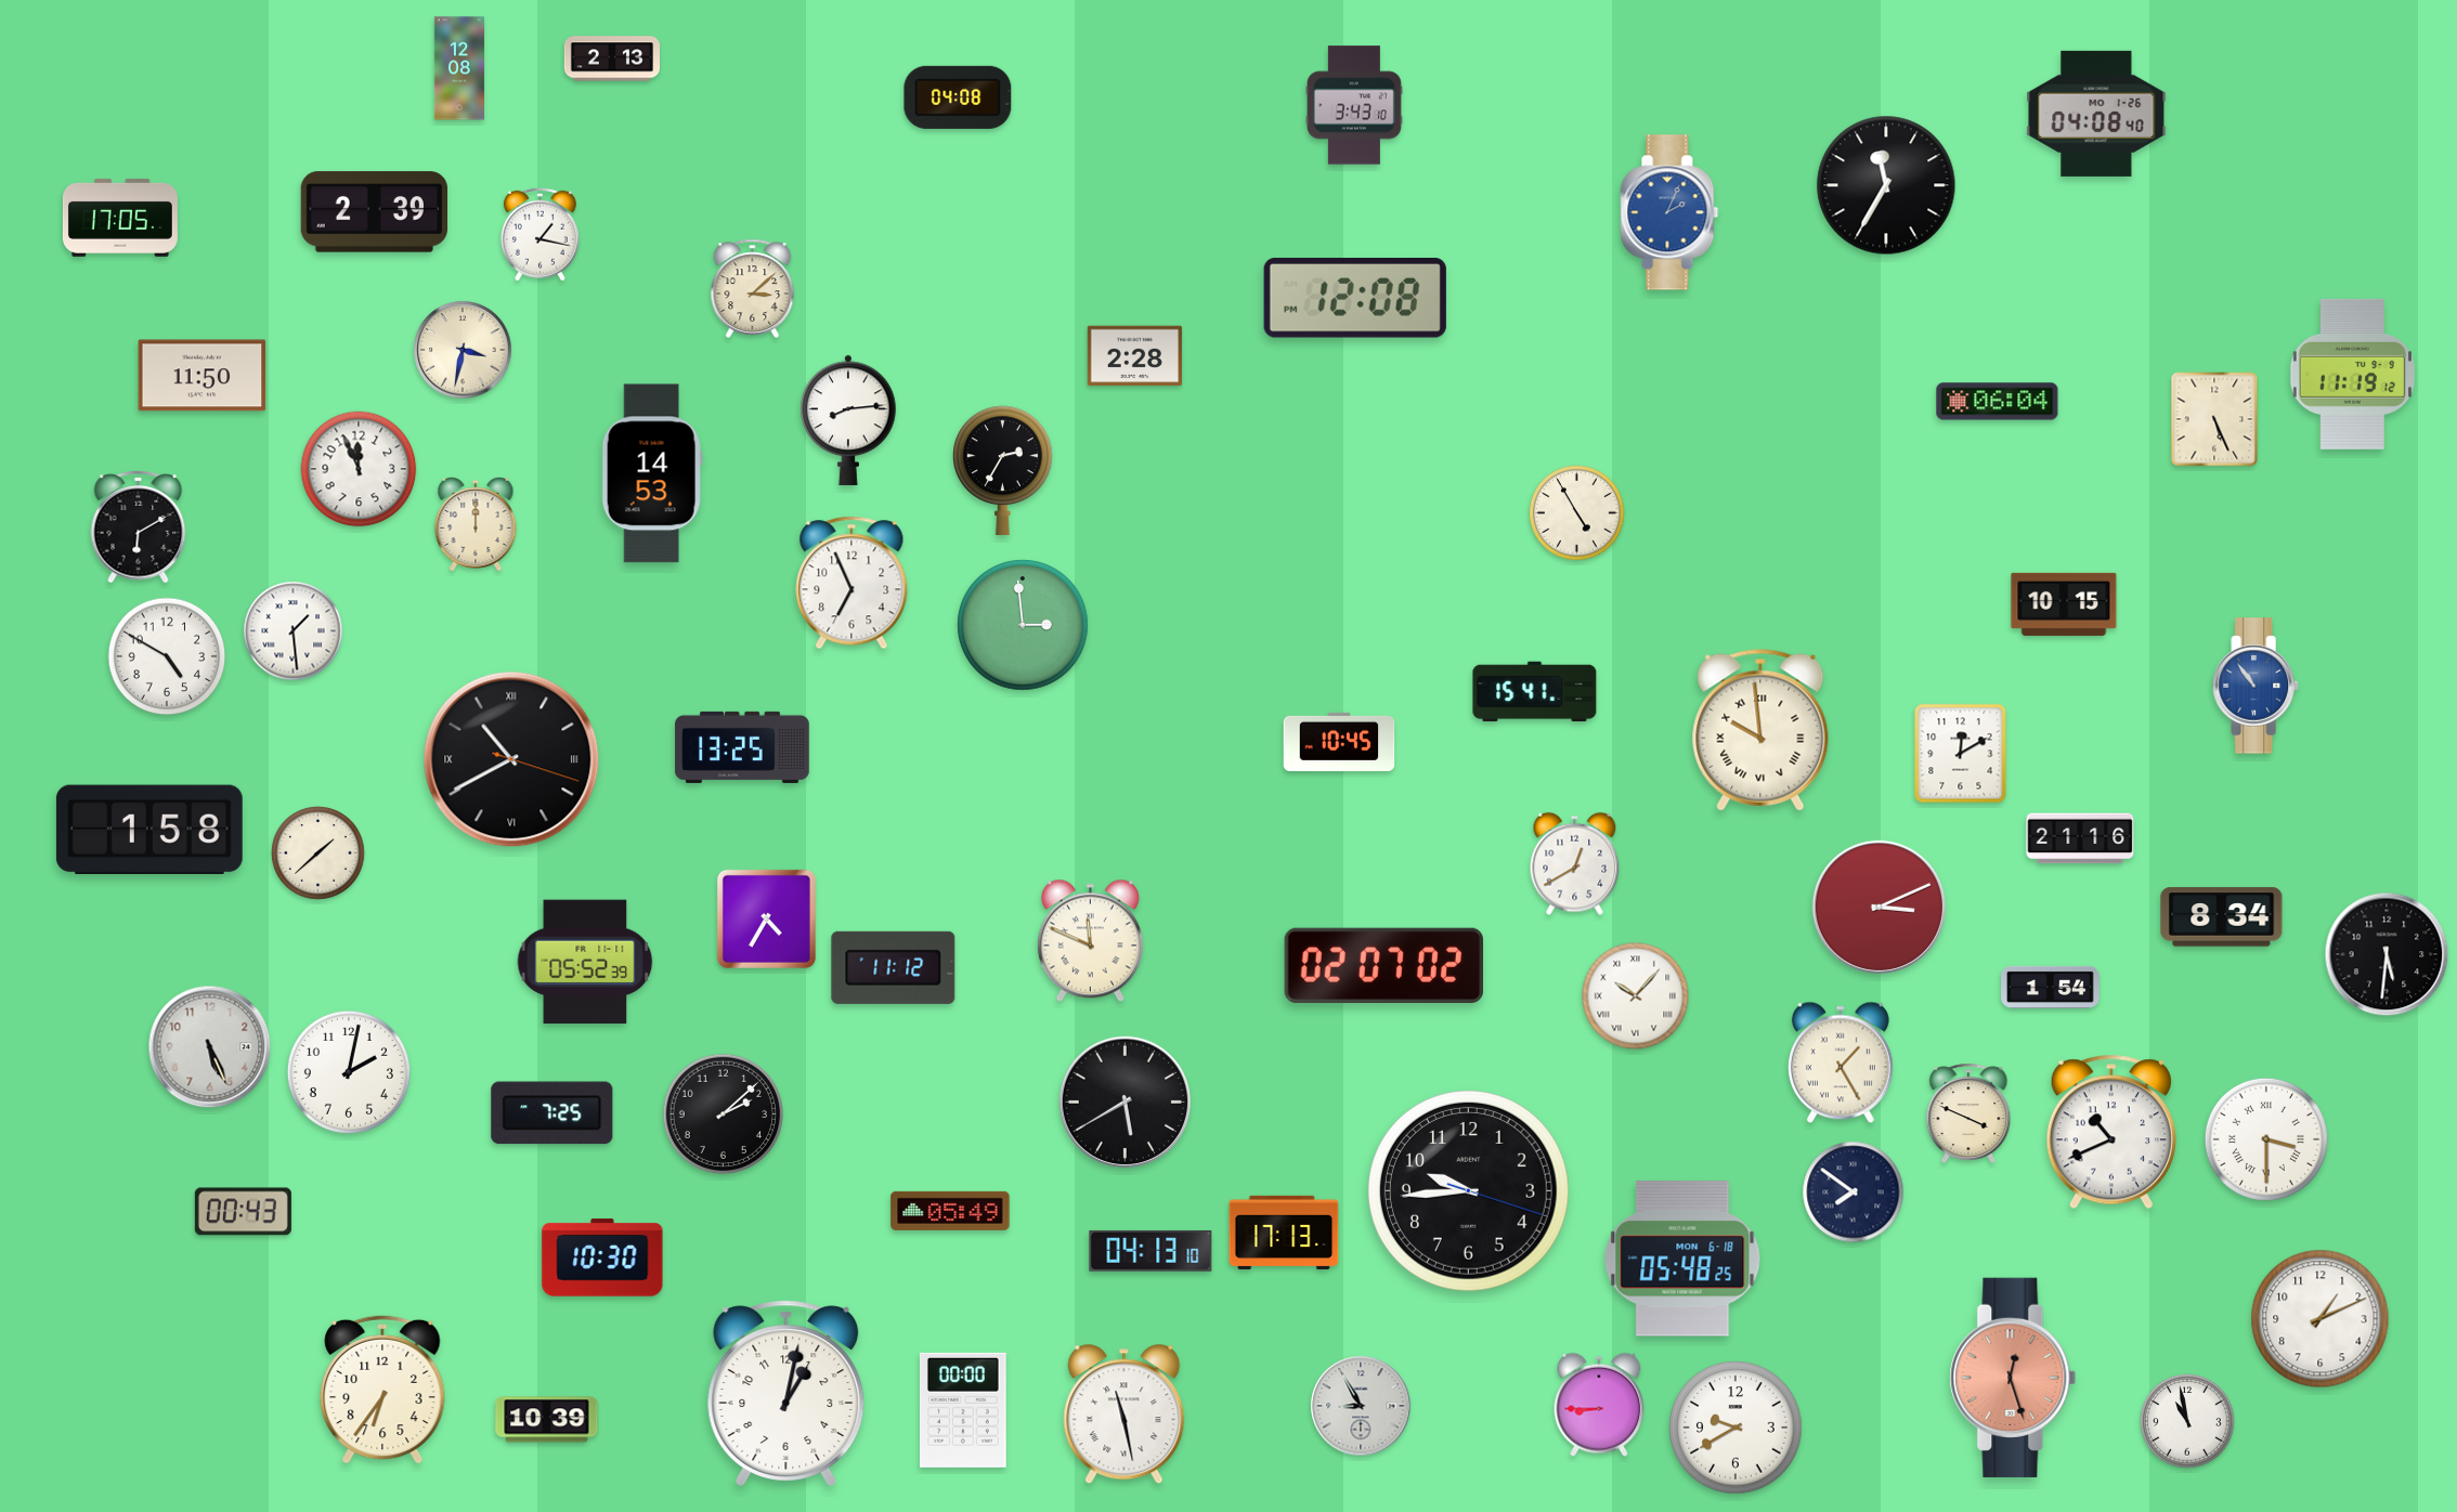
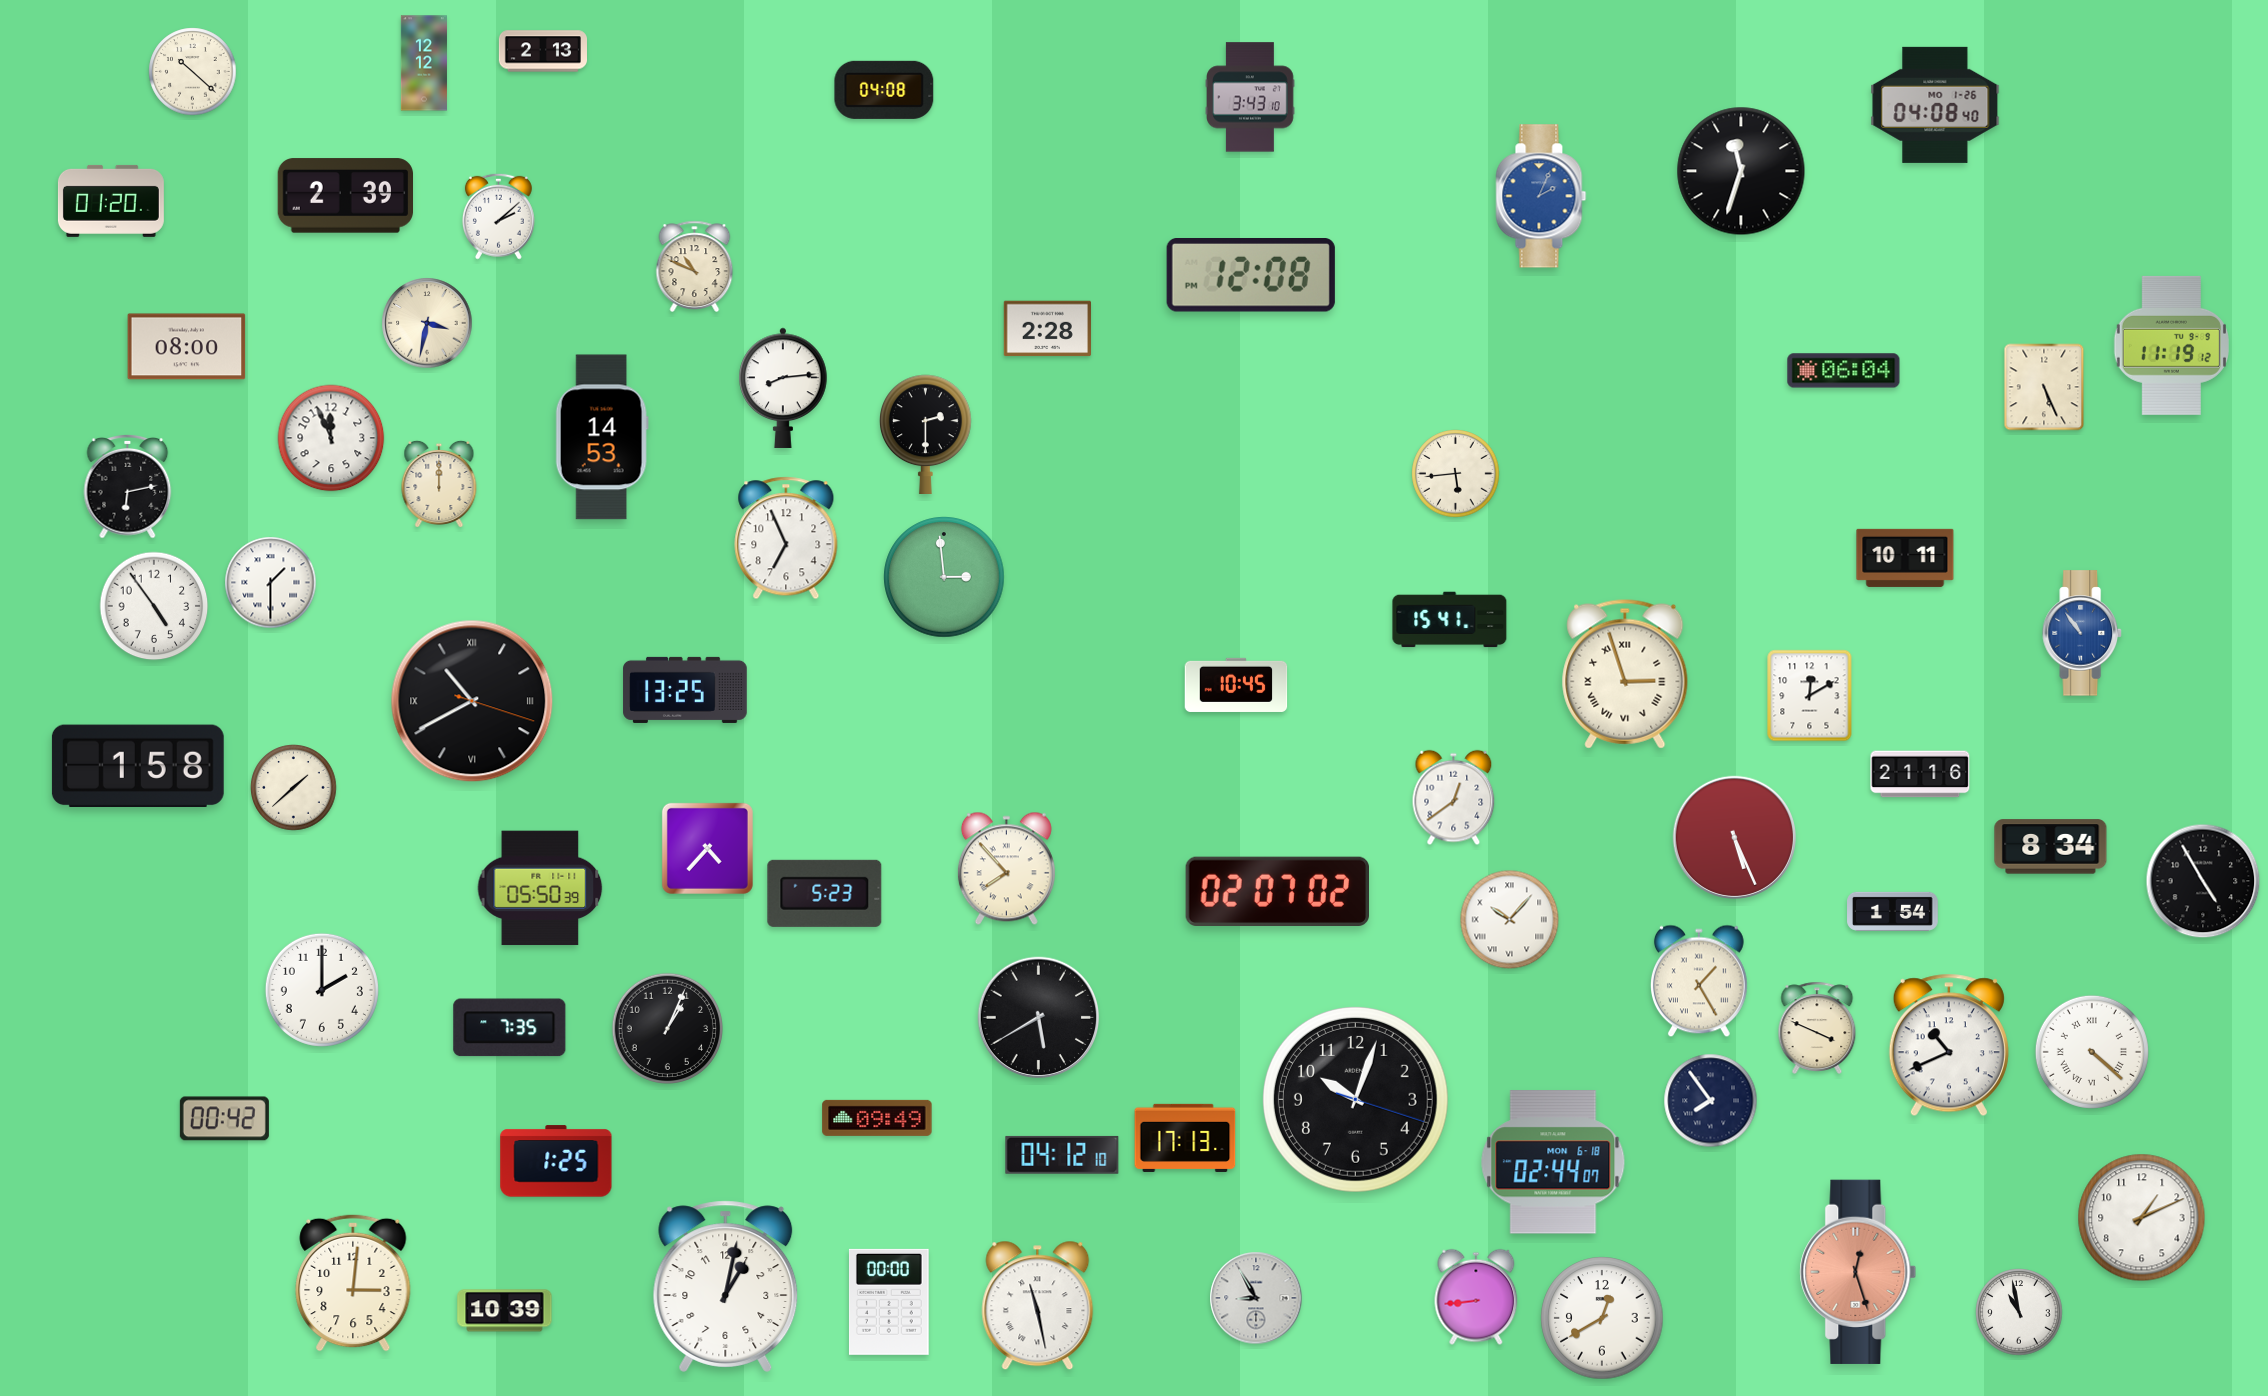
clock at (611, 58) position: (611, 58) -> (542, 51)
clock at (459, 68): 12:08 -> 12:12
clock at (193, 72): none -> 10:22
clock at (1886, 185): 11:35 -> 11:33
clock at (120, 218): 17:05 -> 01:20
clock at (539, 234): 1:17 -> 2:08
clock at (753, 288): 3:08 -> 10:49
clock at (203, 376): 11:50 -> 08:00
clock at (359, 469) position: (359, 469) -> (331, 438)
clock at (1003, 470): 2:35 -> 2:30
clock at (1577, 513): 4:55 -> 5:44
clock at (139, 527): 6:10 -> 6:13
clock at (2064, 604): 10:15 -> 10:11
clock at (294, 631): 1:29 -> 1:30
clock at (167, 656): 4:50 -> 4:54
clock at (1535, 692) position: (1535, 692) -> (1450, 620)
clock at (1760, 730): 9:59 -> 2:57
clock at (1575, 864): 12:40 -> 12:39
clock at (1878, 907): 3:11 -> 5:26
clock at (766, 918): 4:35 -> 4:37
clock at (1090, 941): 11:49 -> 7:53
clock at (2387, 954): 5:31 -> 4:55
clock at (585, 962): 05:52 -> 05:50
clock at (894, 967): 11:12 -> 5:23
clock at (210, 1047): 5:26 -> none
clock at (349, 1072): 2:02 -> 2:00
clock at (552, 1113): 7:25 -> 7:35
clock at (723, 1113): 2:08 -> 1:04
clock at (2266, 1139): 3:30 -> 4:22
clock at (1468, 1190): 9:44 -> 10:03
clock at (1854, 1192): 7:51 -> 7:54
clock at (950, 1211): 05:49 -> 09:49
clock at (243, 1212): 00:43 -> 00:42
clock at (1150, 1251): 04:13 -> 04:12
clock at (602, 1257): 10:30 -> 1:25
clock at (1682, 1259): 05:48 -> 02:44
clock at (382, 1390): 6:36 -> 3:01
clock at (1599, 1405): 8:45 -> 8:44
clock at (1735, 1428): 9:40 -> 12:40
